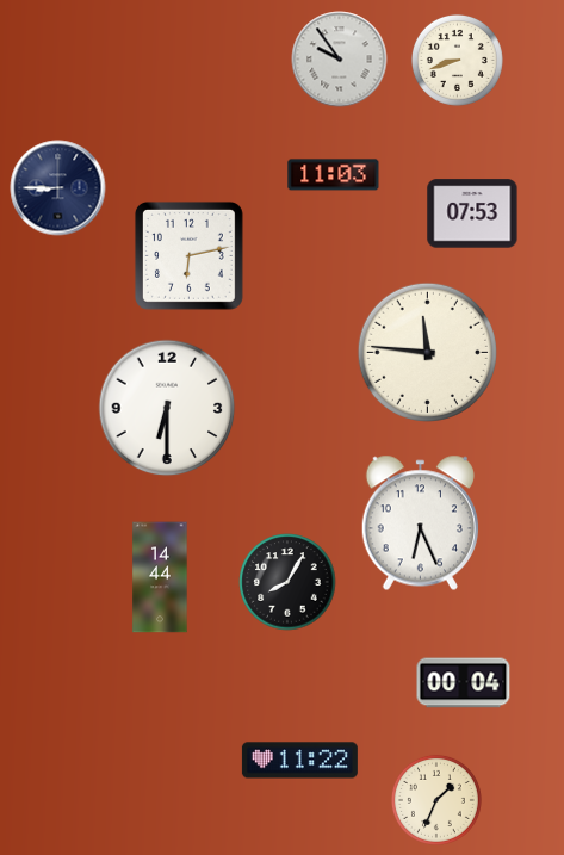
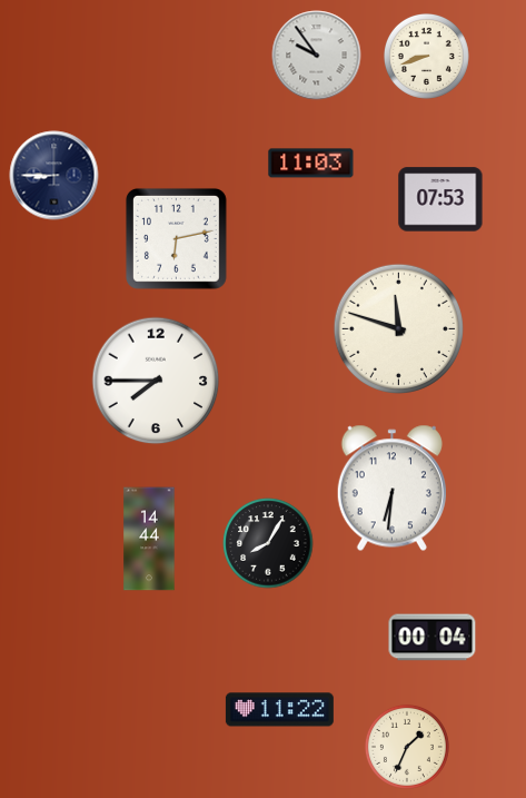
clock at (427, 352): 11:46 -> 11:48
clock at (167, 408): 6:30 -> 7:45
clock at (420, 523): 6:26 -> 6:31
